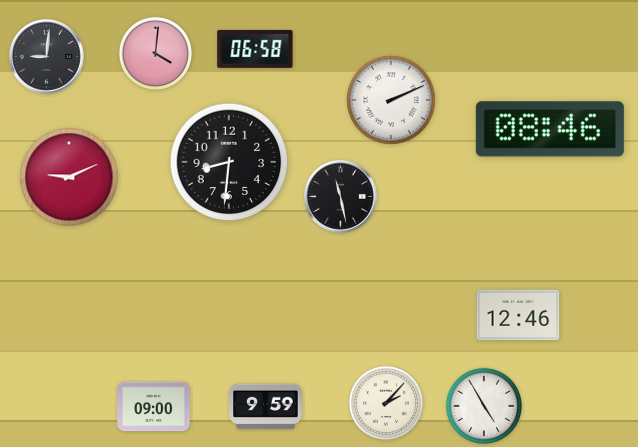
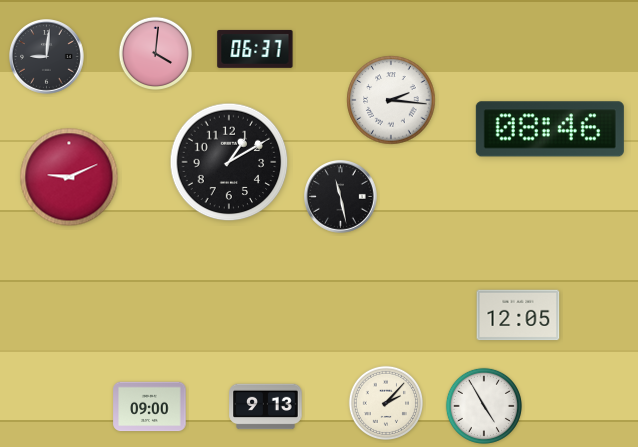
clock at (255, 49): 06:58 -> 06:37
clock at (391, 100): 2:11 -> 2:16
clock at (229, 162): 8:31 -> 1:10
clock at (518, 315): 12:46 -> 12:05
clock at (154, 407) position: (154, 407) -> (150, 407)
clock at (266, 407): 9:59 -> 9:13
